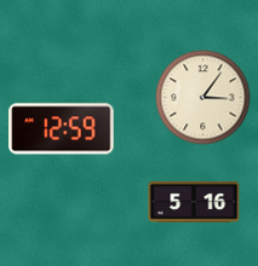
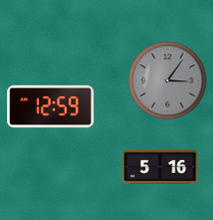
clock at (203, 98) dial: cream -> grey
